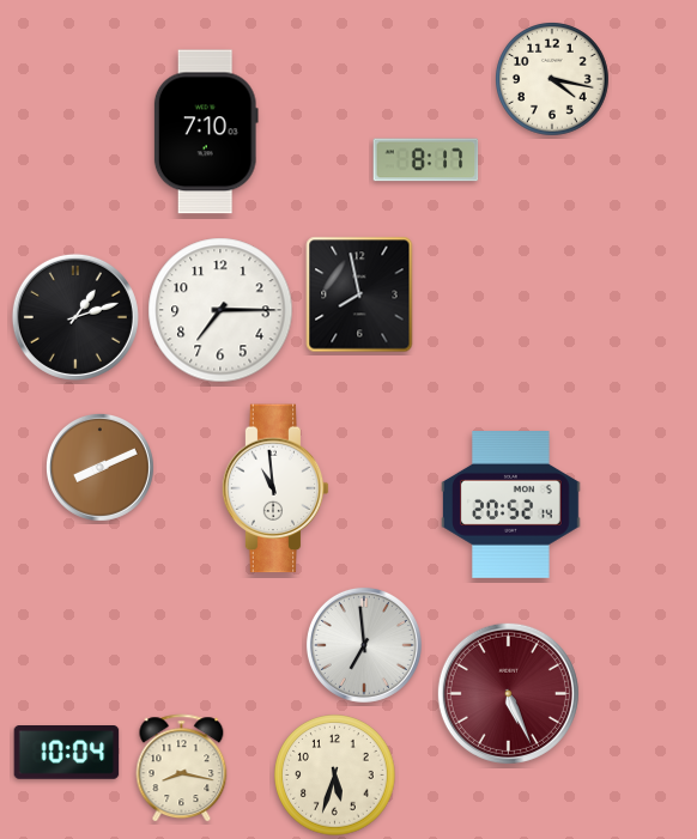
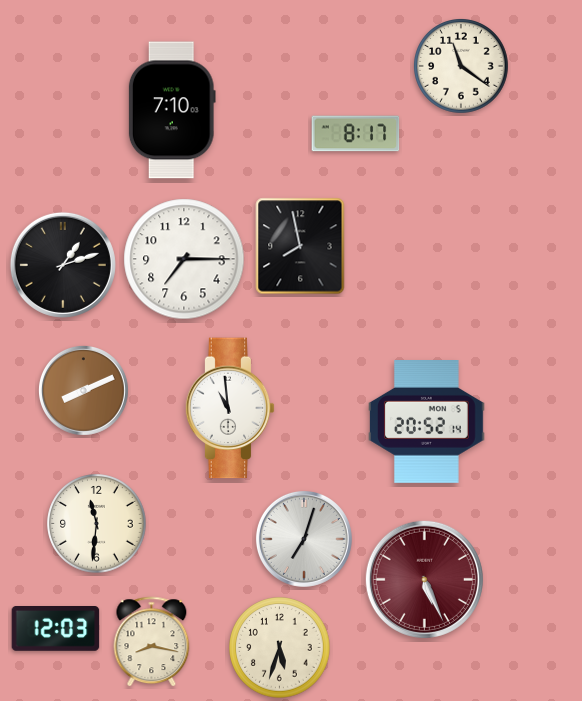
clock at (553, 80): 4:17 -> 11:21
clock at (97, 524): none -> 11:31
clock at (364, 645): 6:59 -> 7:03
clock at (67, 753): 10:04 -> 12:03
